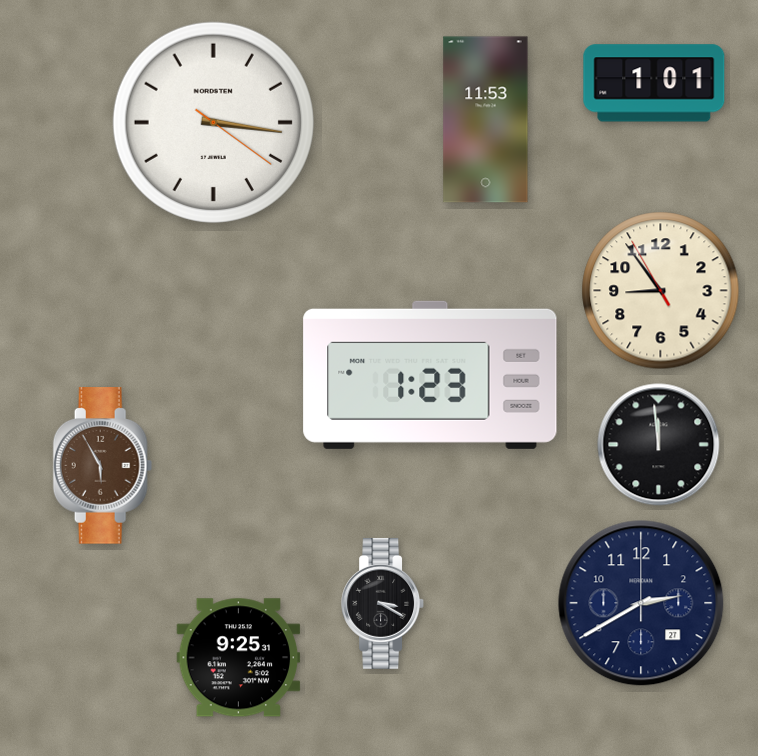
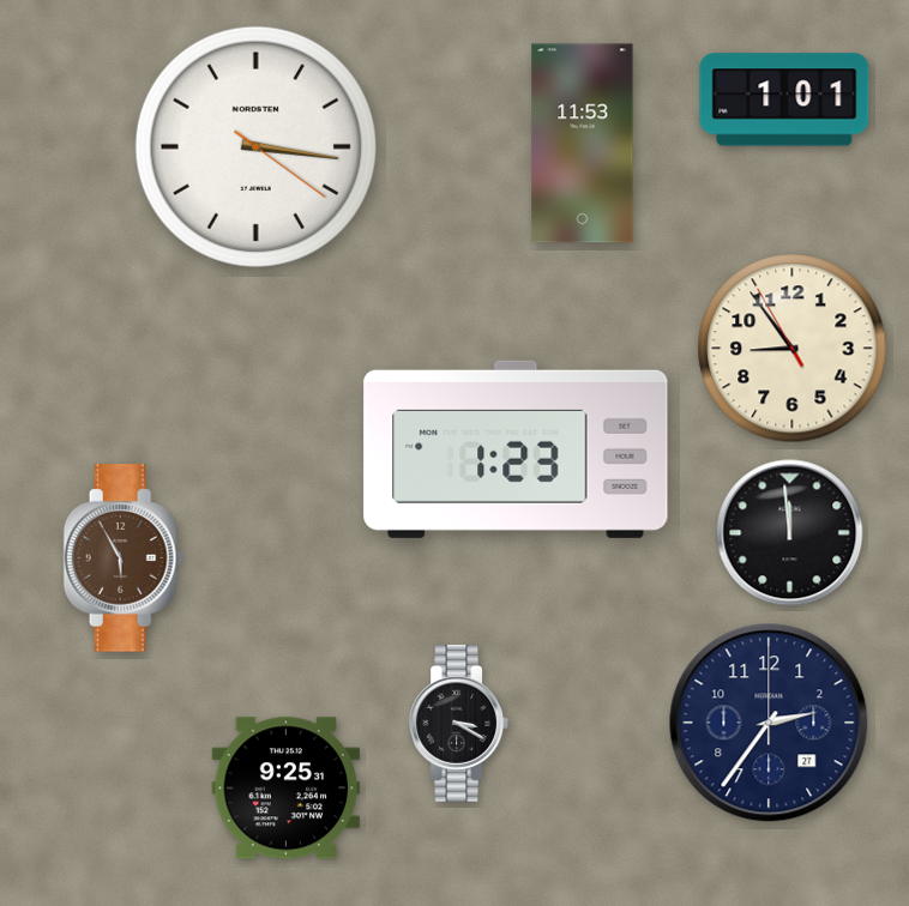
clock at (641, 603): 2:40 -> 2:36
